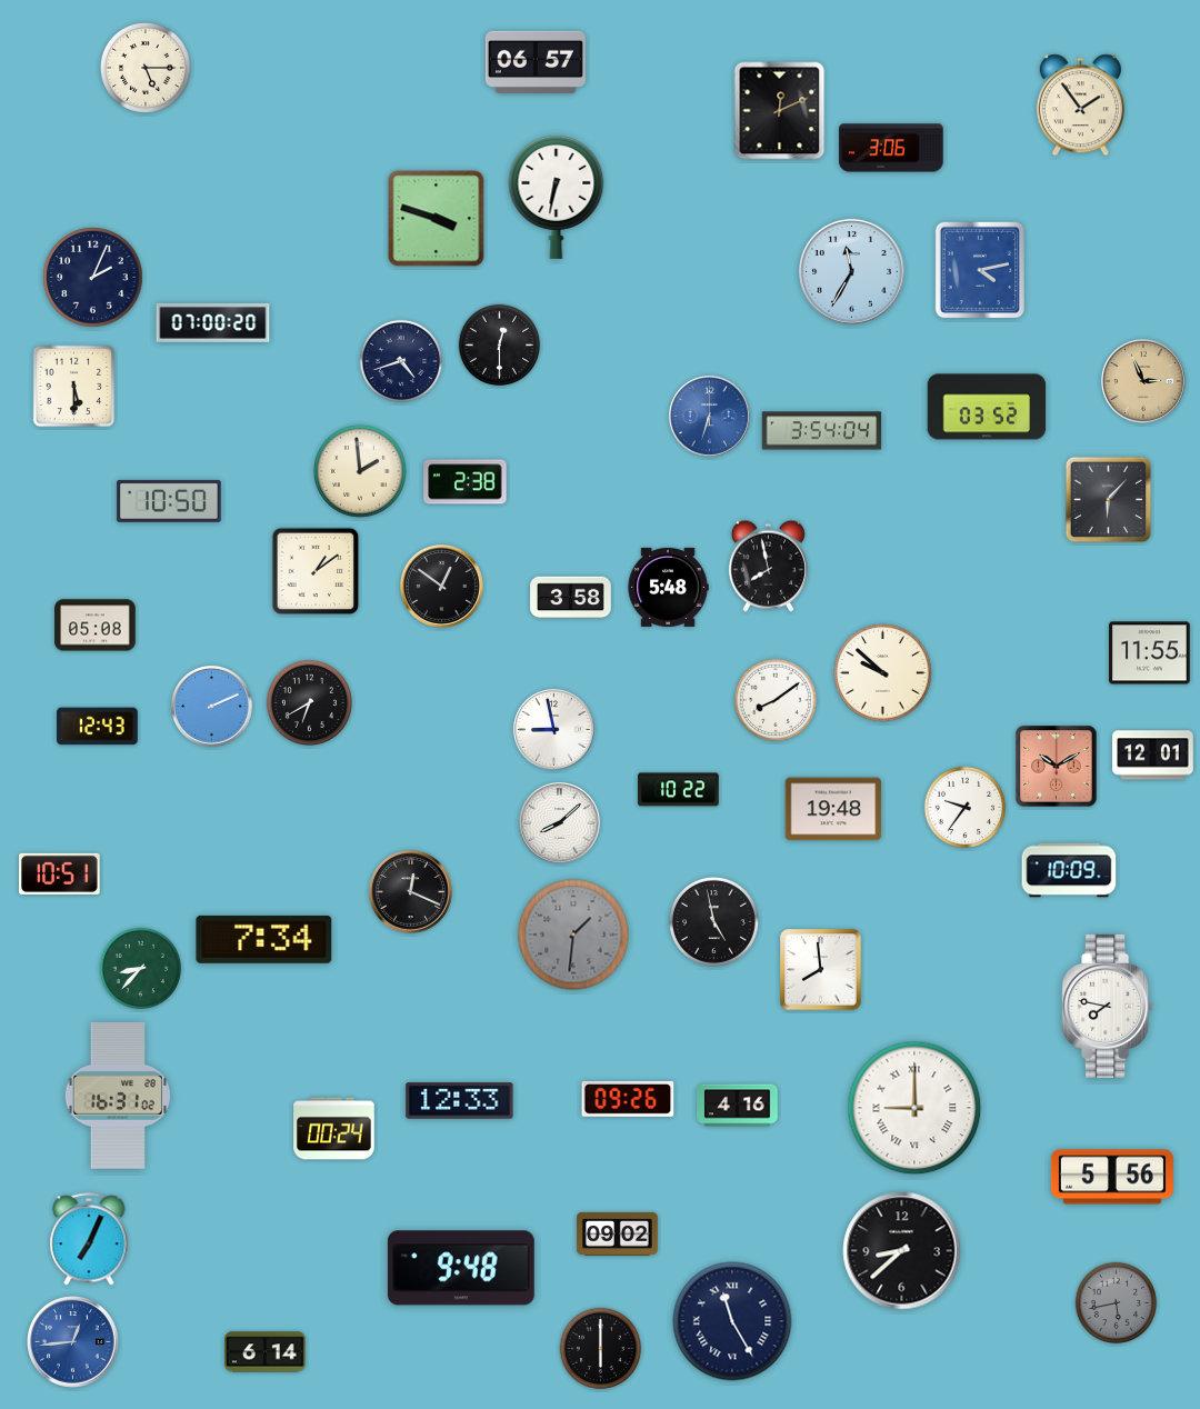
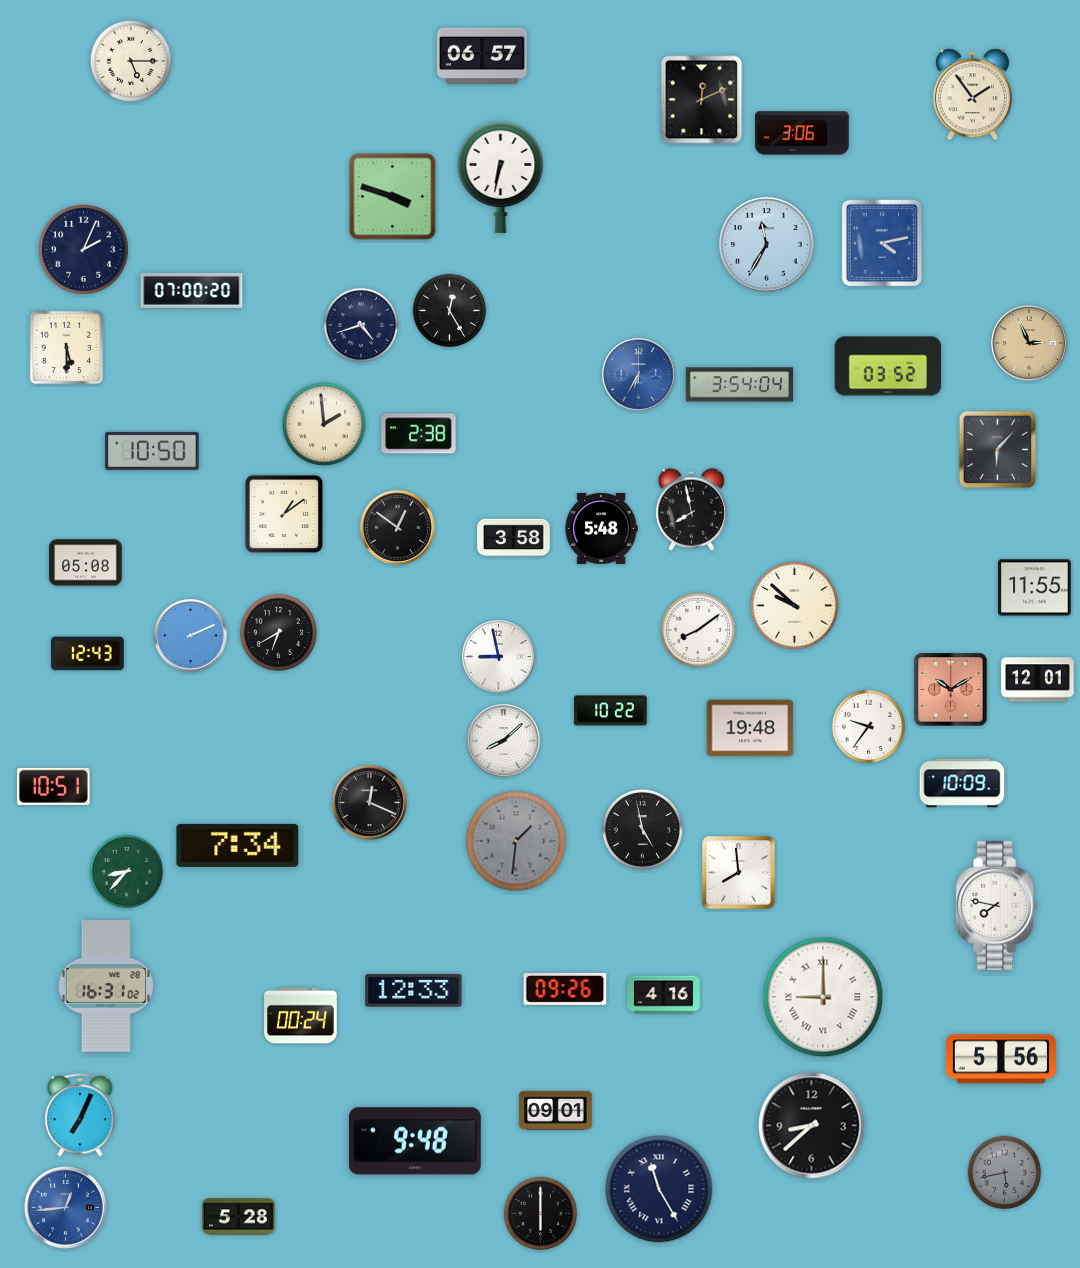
clock at (500, 346): 12:30 -> 12:25
clock at (709, 416): 6:33 -> 6:35
clock at (822, 431) position: (822, 431) -> (740, 385)
clock at (618, 1233): 09:02 -> 09:01
clock at (266, 1352): 6:14 -> 5:28
